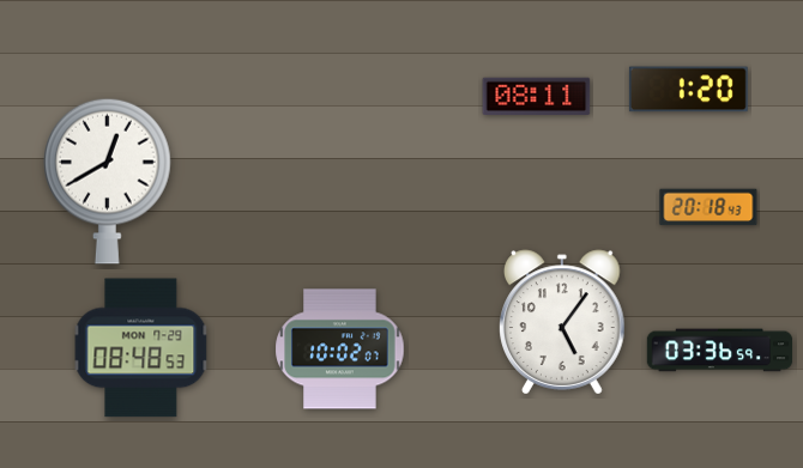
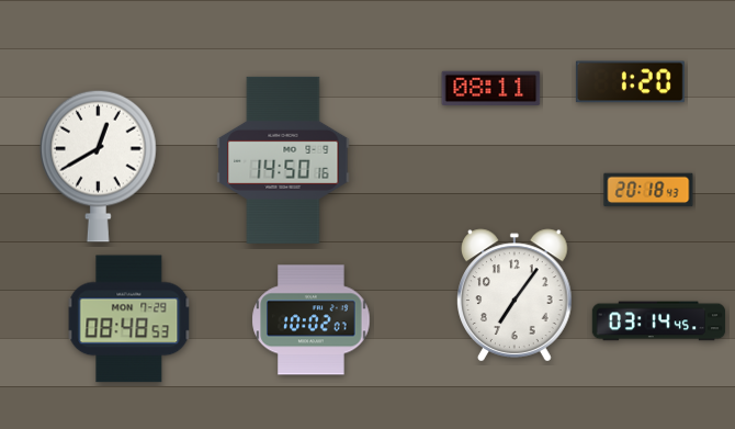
clock at (283, 160): none -> 14:50
clock at (563, 322): 5:06 -> 7:06
clock at (720, 351): 03:36 -> 03:14
